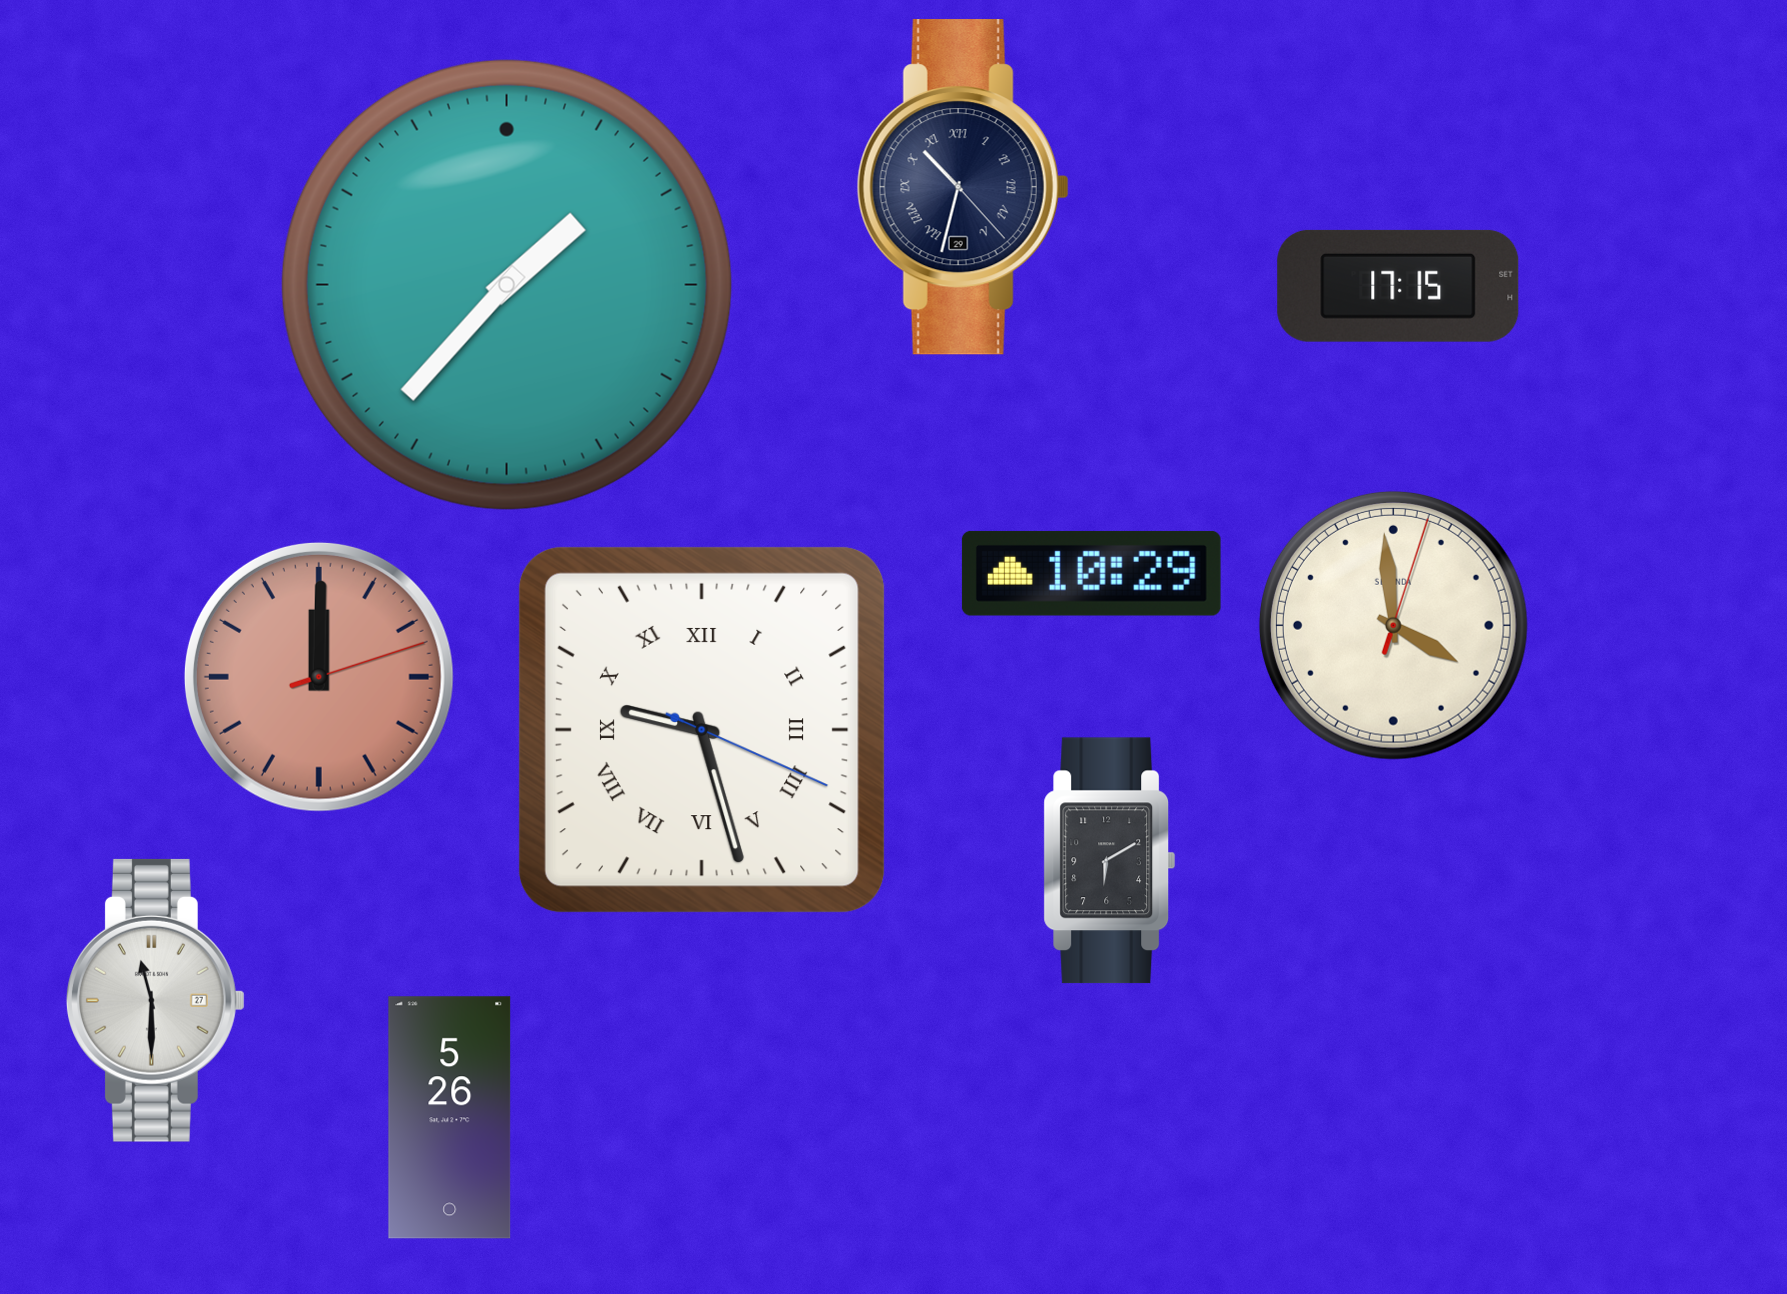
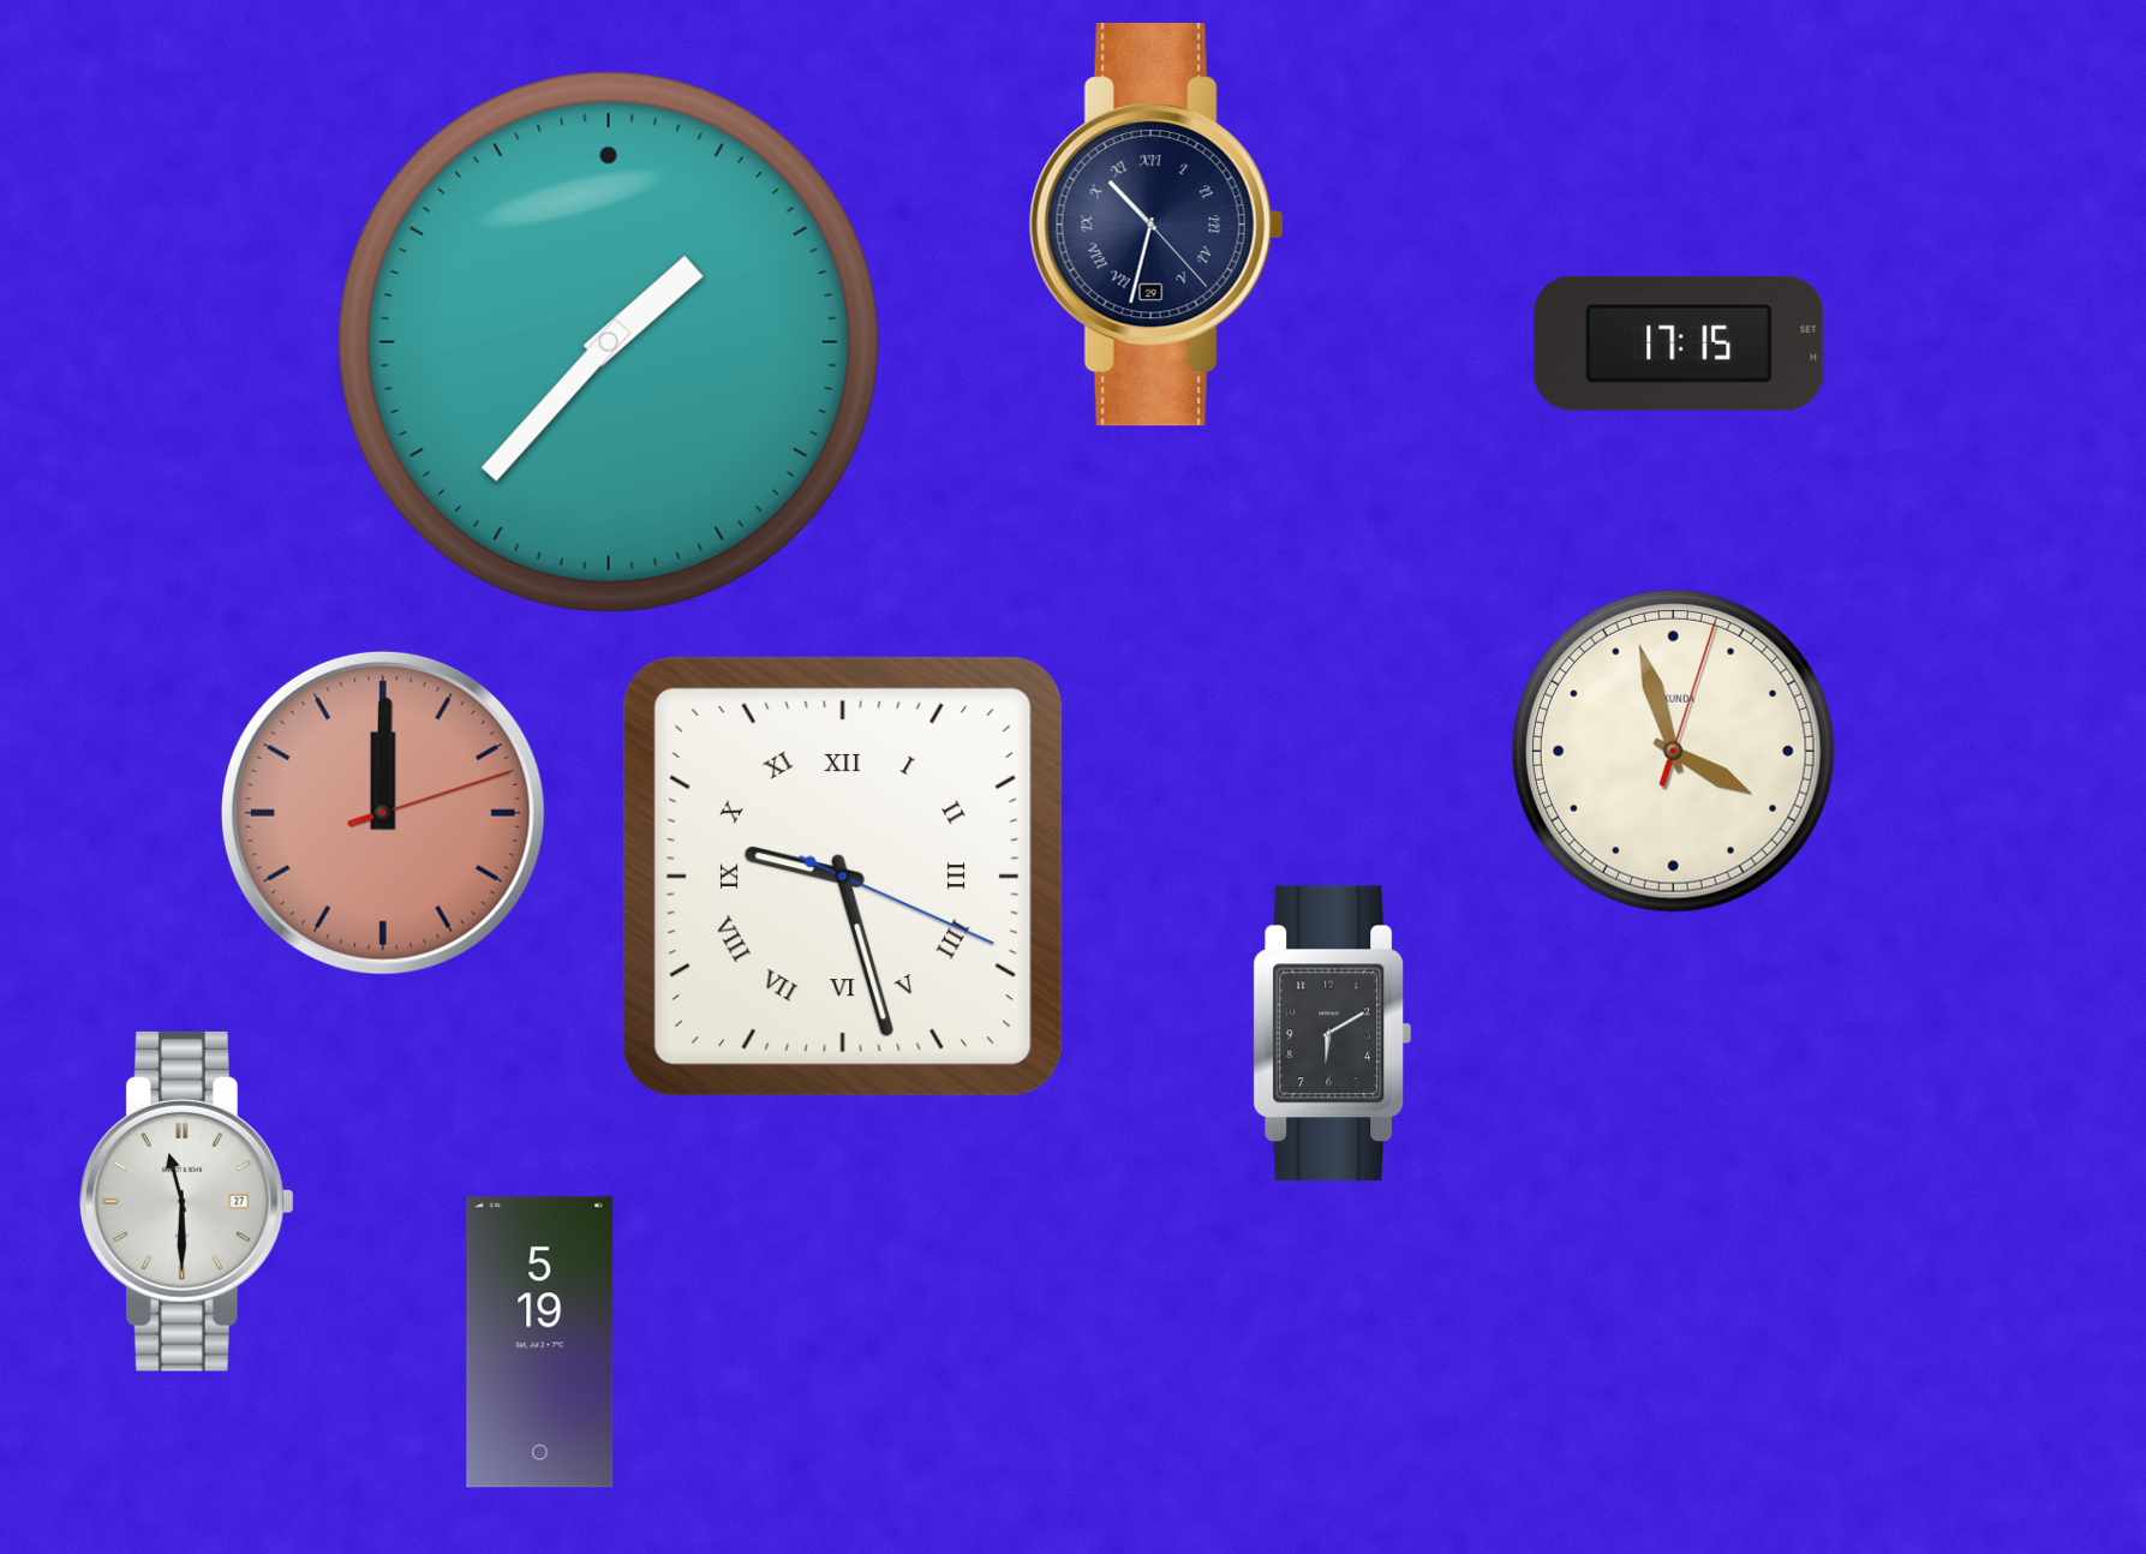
clock at (1091, 573): 10:29 -> none
clock at (1393, 625): 3:59 -> 3:57
clock at (450, 1118): 5:26 -> 5:19
